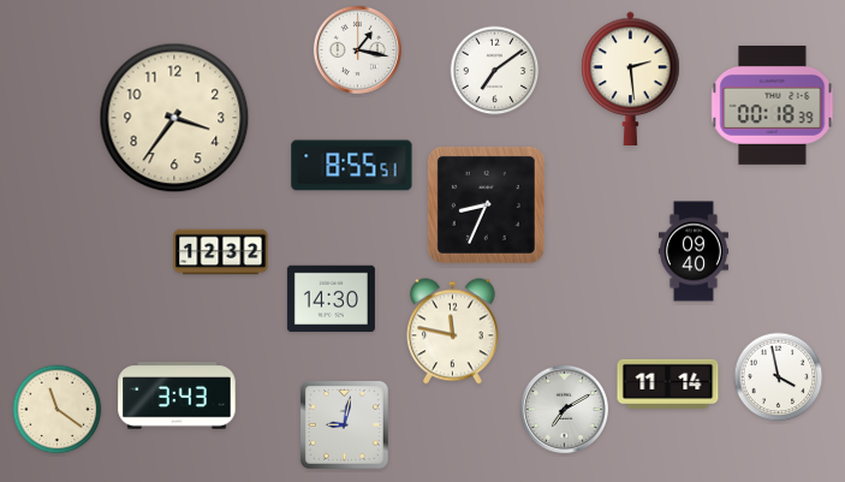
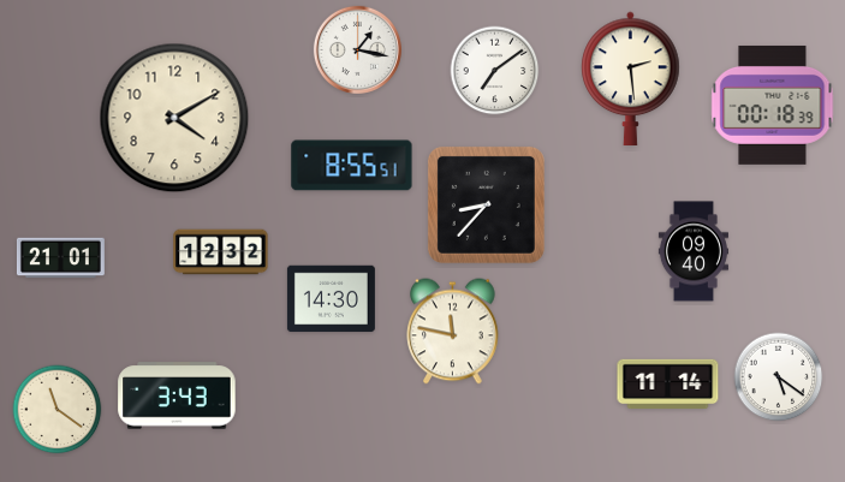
clock at (174, 118): 3:36 -> 4:10
clock at (486, 204): 8:34 -> 8:37
clock at (60, 258): none -> 21:01
clock at (779, 377): 3:58 -> 5:21
clock at (564, 409): 7:10 -> none
clock at (344, 424): 9:02 -> none
